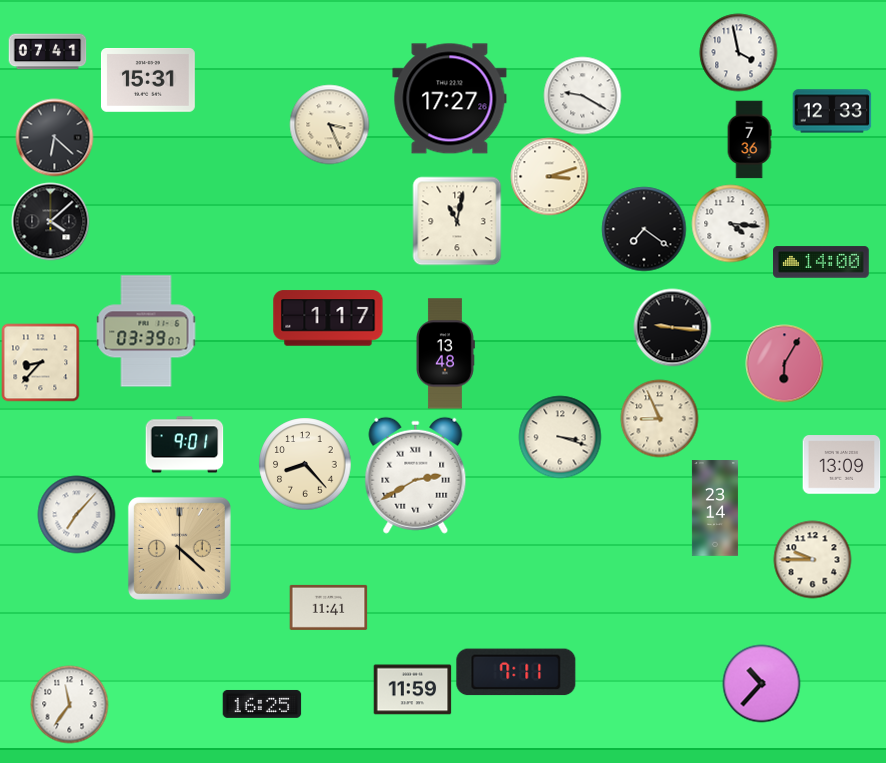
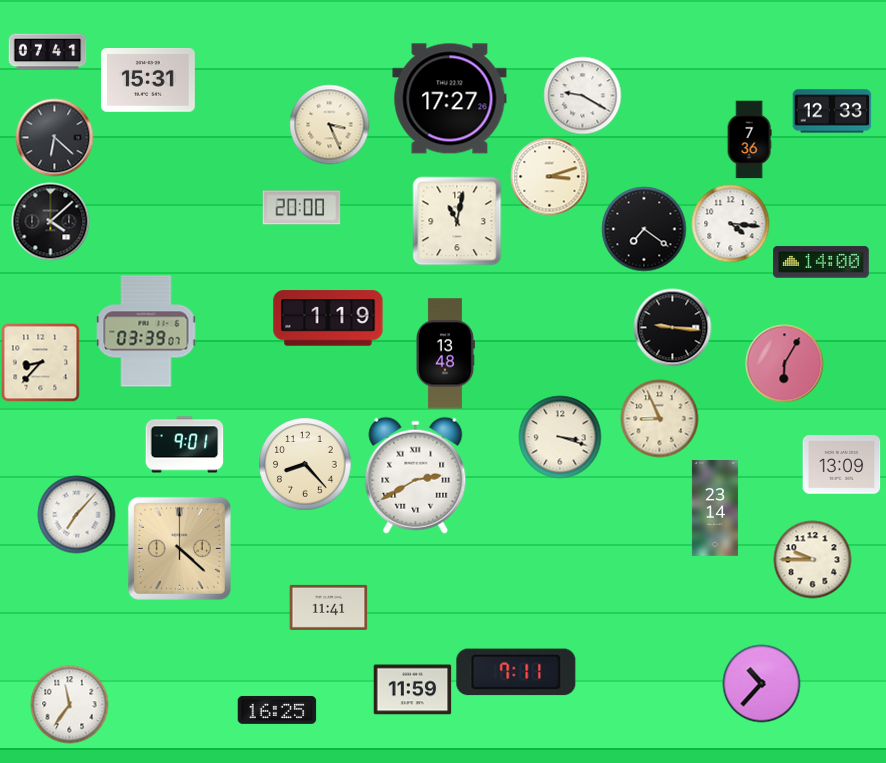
clock at (738, 52): 3:58 -> none
clock at (301, 208): none -> 20:00
clock at (328, 318): 1:17 -> 1:19
clock at (262, 704) position: (262, 704) -> (277, 710)
